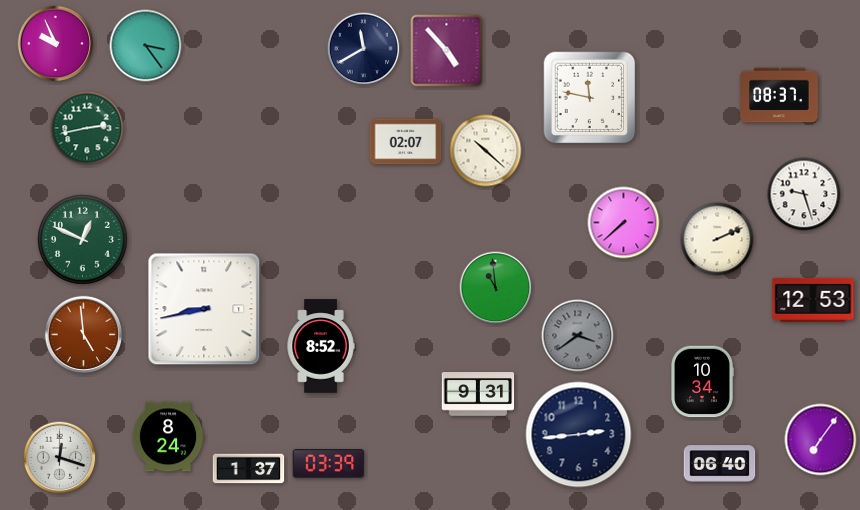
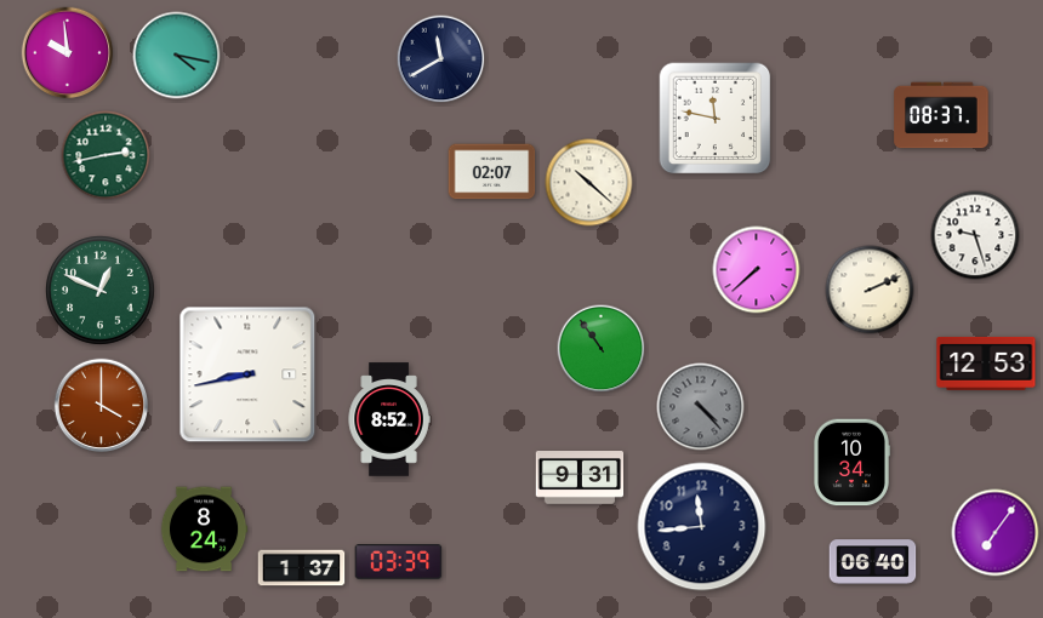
clock at (56, 44): 9:56 -> 9:59
clock at (146, 46): 3:24 -> 4:17
clock at (447, 51): 4:53 -> none
clock at (779, 95) position: (779, 95) -> (941, 115)
clock at (496, 288): 10:59 -> 10:54
clock at (84, 335): 4:59 -> 4:00
clock at (578, 336): 3:39 -> 4:23
clock at (579, 435): 2:44 -> 11:44
clock at (60, 458): 12:18 -> none
